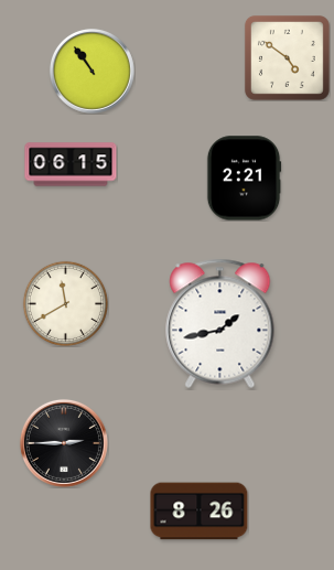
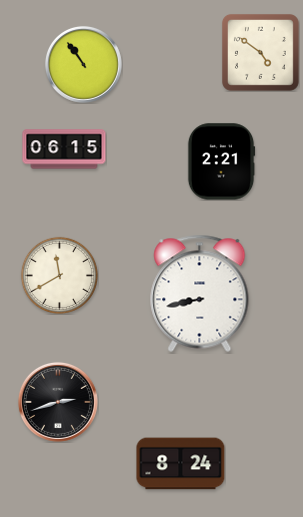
clock at (220, 323): 1:43 -> 8:43
clock at (64, 443): 2:45 -> 2:42
clock at (200, 512): 8:26 -> 8:24
